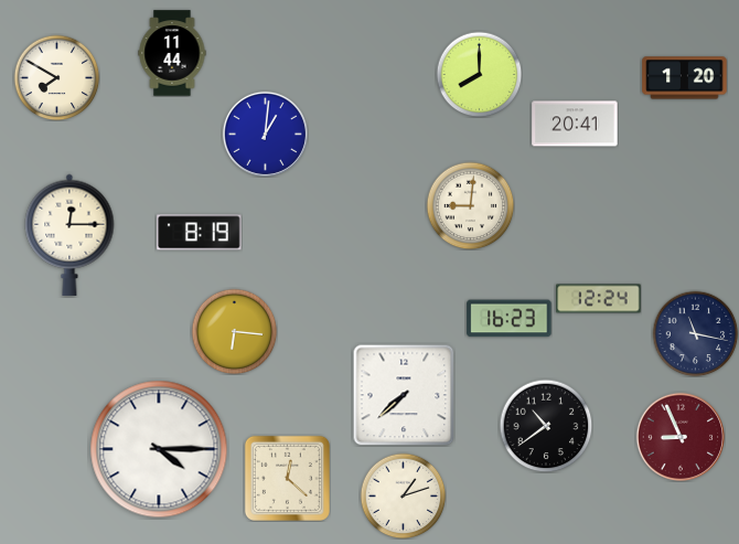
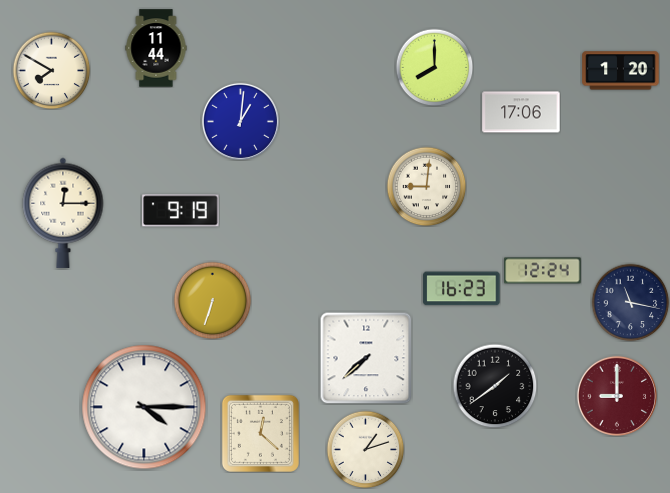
clock at (575, 124): 20:41 -> 17:06
clock at (200, 233): 8:19 -> 9:19
clock at (234, 331): 6:16 -> 6:33
clock at (546, 426): 10:39 -> 1:39
clock at (679, 436): 8:56 -> 9:00
